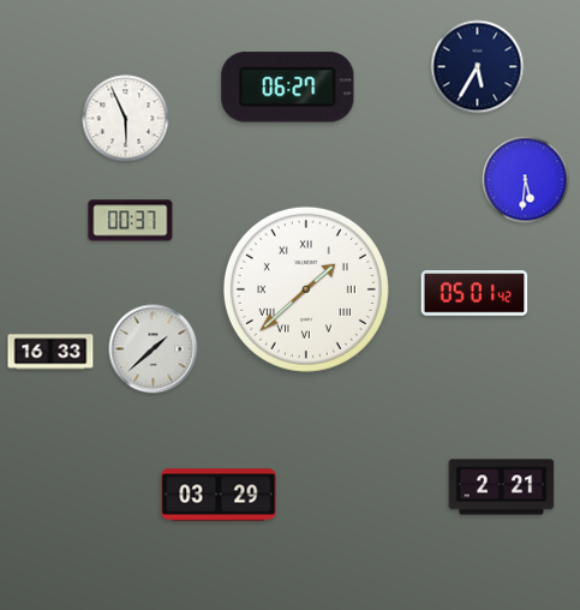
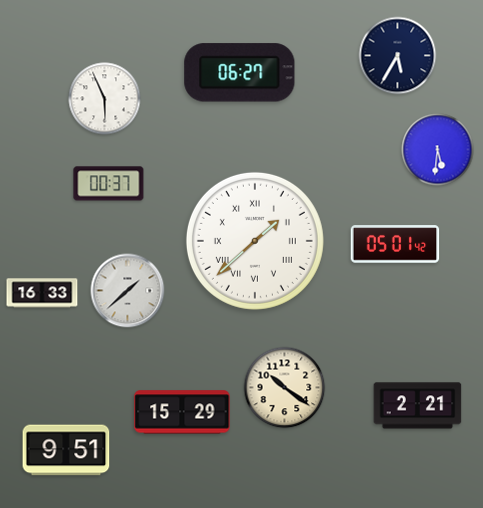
clock at (285, 388): none -> 10:21
clock at (219, 495): 03:29 -> 15:29
clock at (66, 450): none -> 9:51
